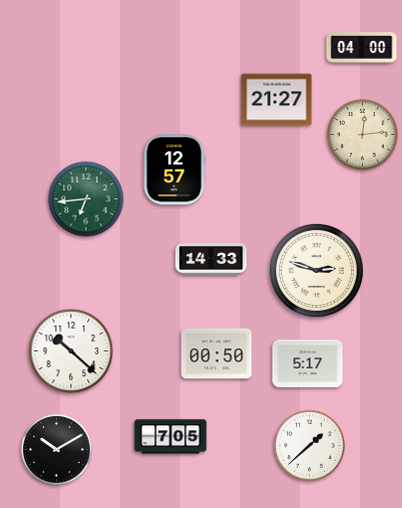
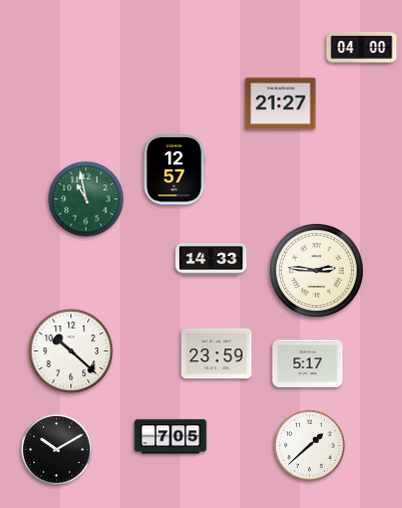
clock at (277, 100) position: (277, 100) -> (281, 104)
clock at (363, 135): 12:14 -> none
clock at (86, 199): 6:44 -> 10:58
clock at (316, 270): 2:48 -> 2:46
clock at (217, 354): 00:50 -> 23:59
